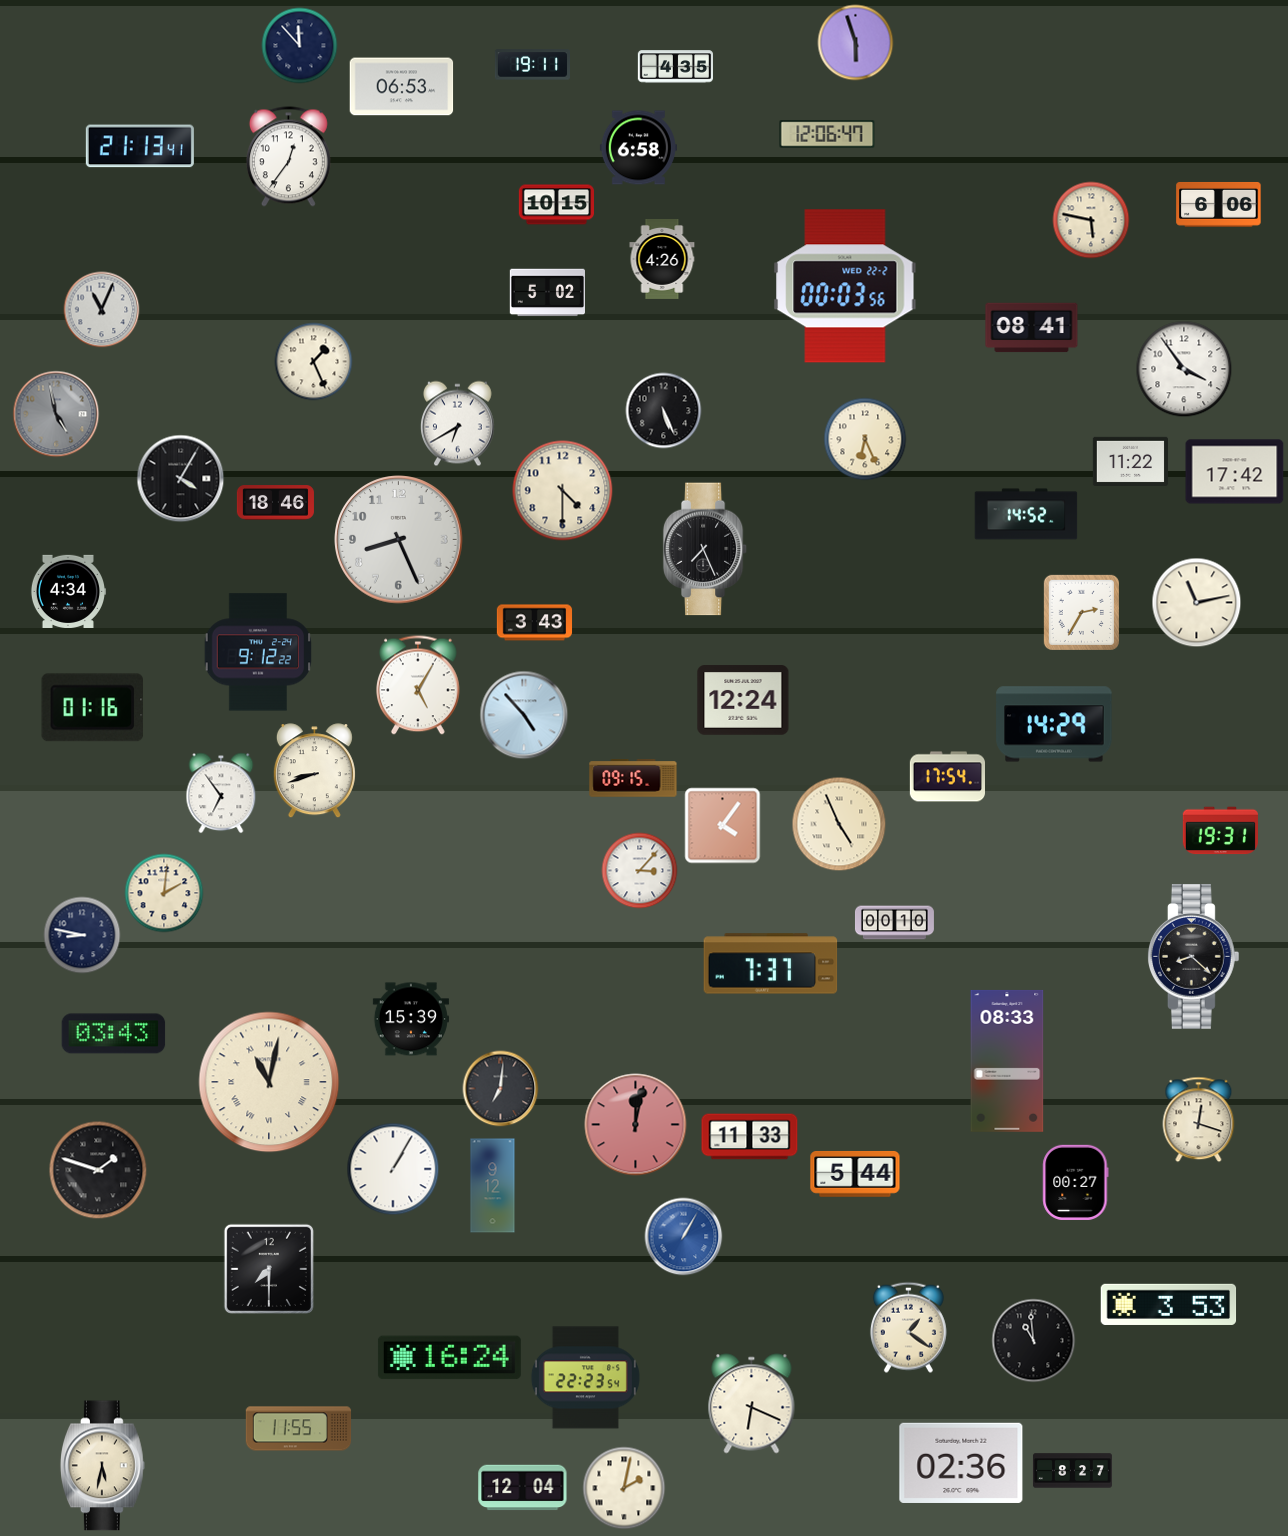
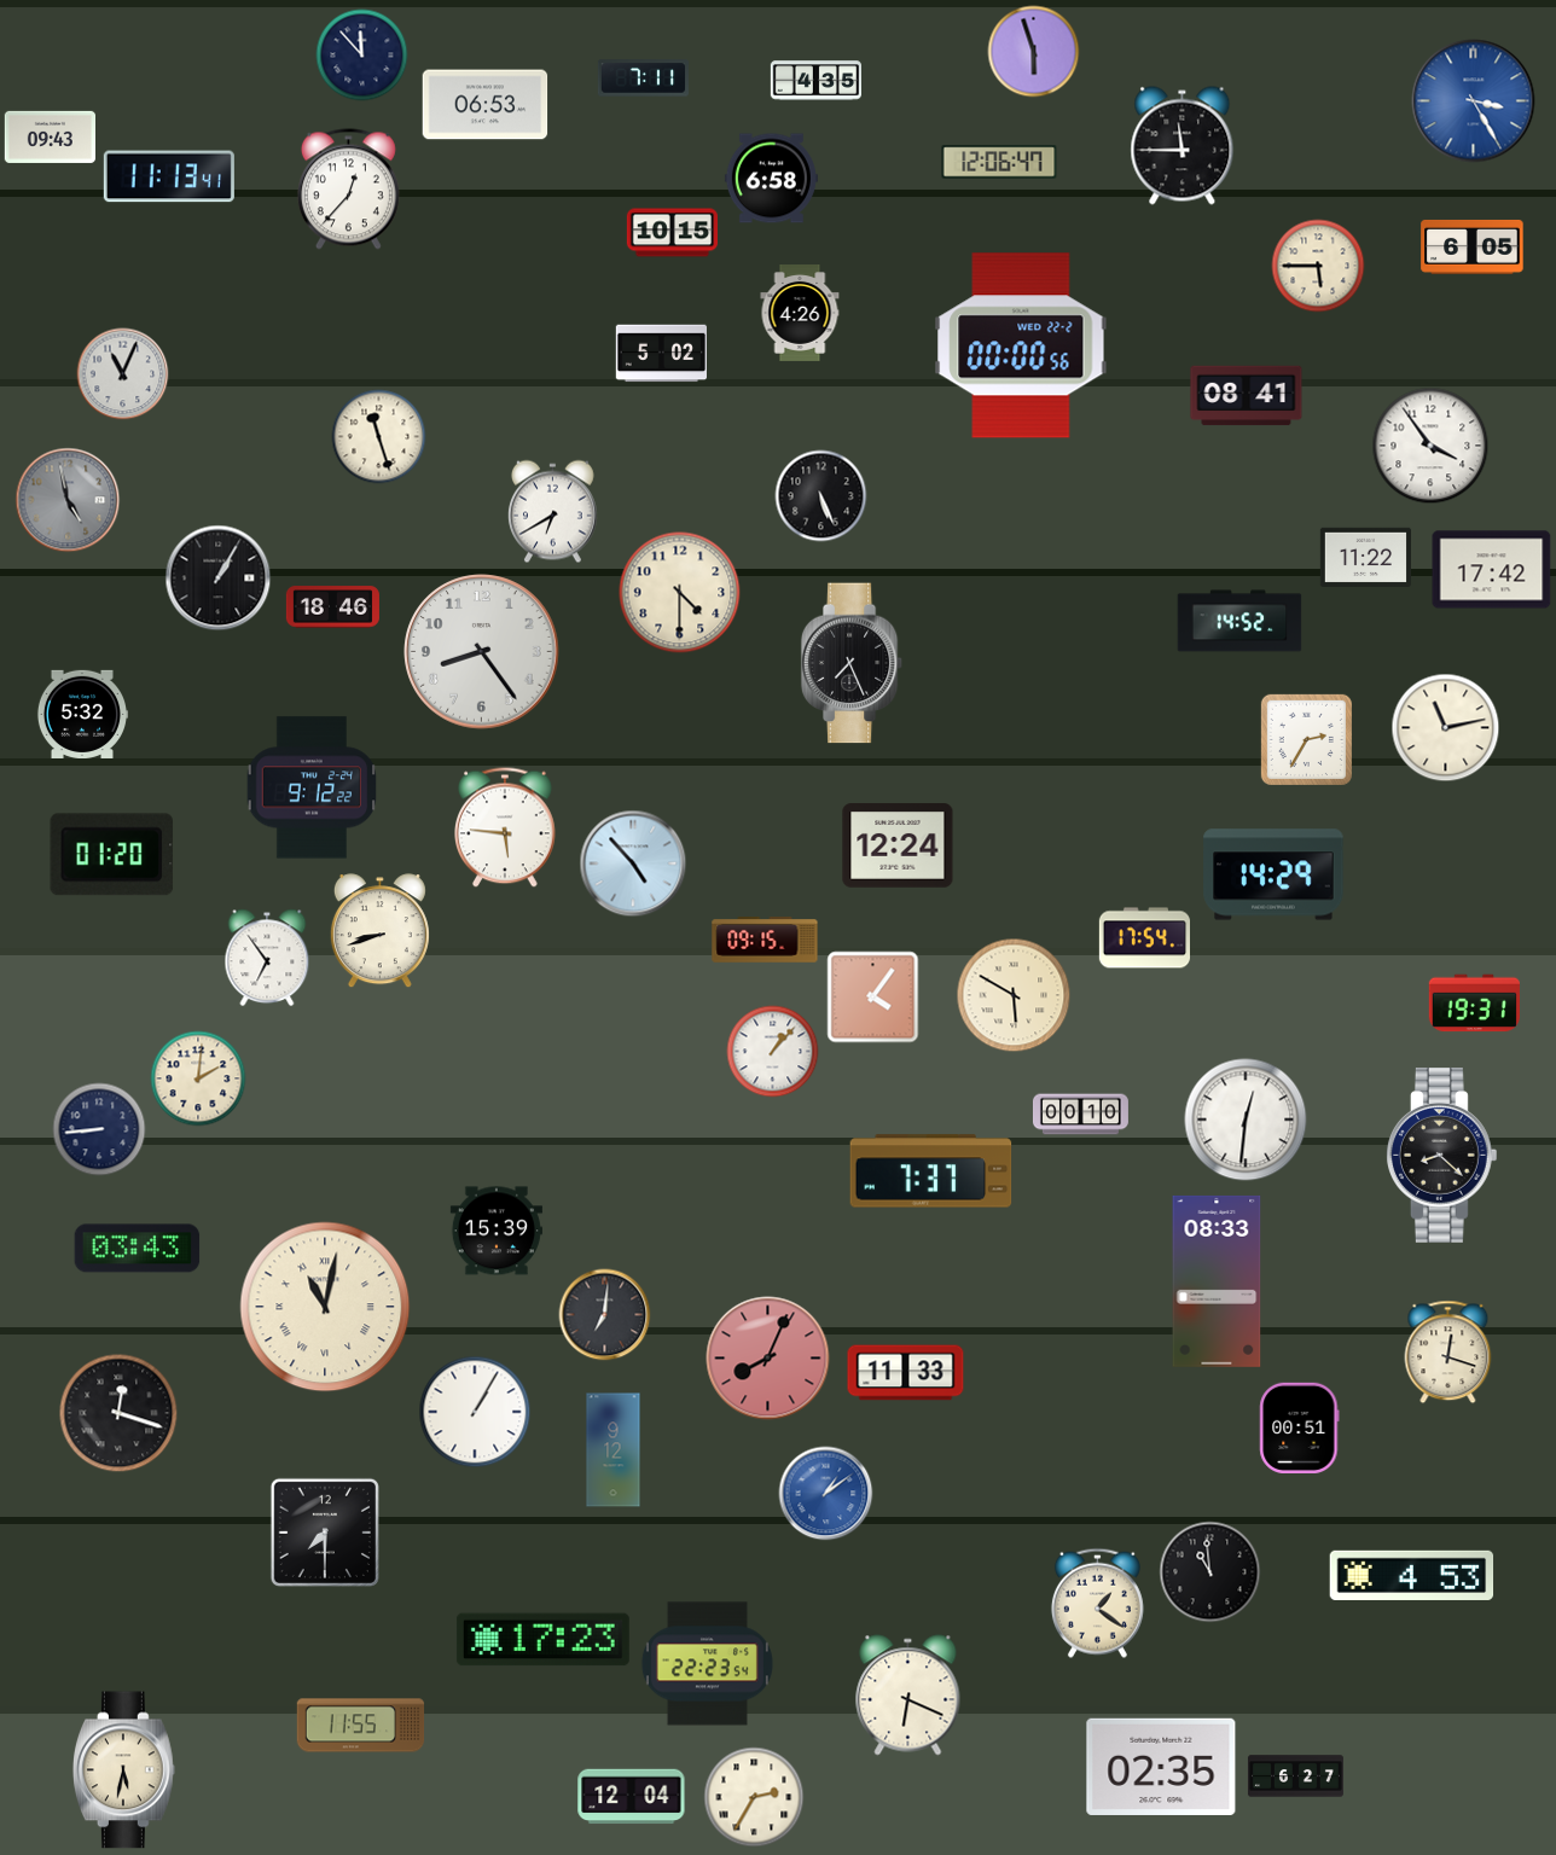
clock at (532, 65): 19:11 -> 7:11
clock at (1474, 101): none -> 3:25
clock at (50, 136): none -> 09:43
clock at (1183, 146): none -> 11:45
clock at (140, 146): 21:13 -> 11:13
clock at (288, 157): 12:36 -> 12:37
clock at (1219, 204): 6:06 -> 6:05
clock at (556, 205) position: (556, 205) -> (672, 233)
clock at (1091, 220): 5:47 -> 5:45
clock at (845, 286): 00:03 -> 00:00
clock at (314, 362): 1:26 -> 11:27
clock at (664, 411) position: (664, 411) -> (821, 496)
clock at (865, 439): 6:26 -> none
clock at (181, 479): 4:05 -> 1:05
clock at (399, 540): 8:26 -> 8:24
clock at (67, 591): 4:34 -> 5:32
clock at (535, 623): 3:43 -> none
clock at (419, 685): 5:05 -> 5:46
clock at (93, 708): 01:16 -> 01:20
clock at (839, 824): 4:56 -> 5:50
clock at (640, 871): 3:07 -> 1:07
clock at (1246, 1120): none -> 12:31
clock at (82, 935): 8:47 -> 8:44
clock at (771, 964) position: (771, 964) -> (931, 1171)
clock at (636, 1125): 12:02 -> 8:04
clock at (98, 1170): 1:48 -> 12:18
clock at (855, 1174): 5:44 -> none
clock at (1076, 1182): 00:27 -> 00:51
clock at (493, 1186) position: (493, 1186) -> (614, 1450)
clock at (684, 1237): 1:05 -> 1:09
clock at (1169, 1304): 3:53 -> 4:53
clock at (1034, 1341) position: (1034, 1341) -> (1210, 1572)
clock at (449, 1358): 16:24 -> 17:23
clock at (961, 1463): 02:36 -> 02:35
clock at (1072, 1471): 8:27 -> 6:27
clock at (624, 1488): 2:02 -> 2:35
